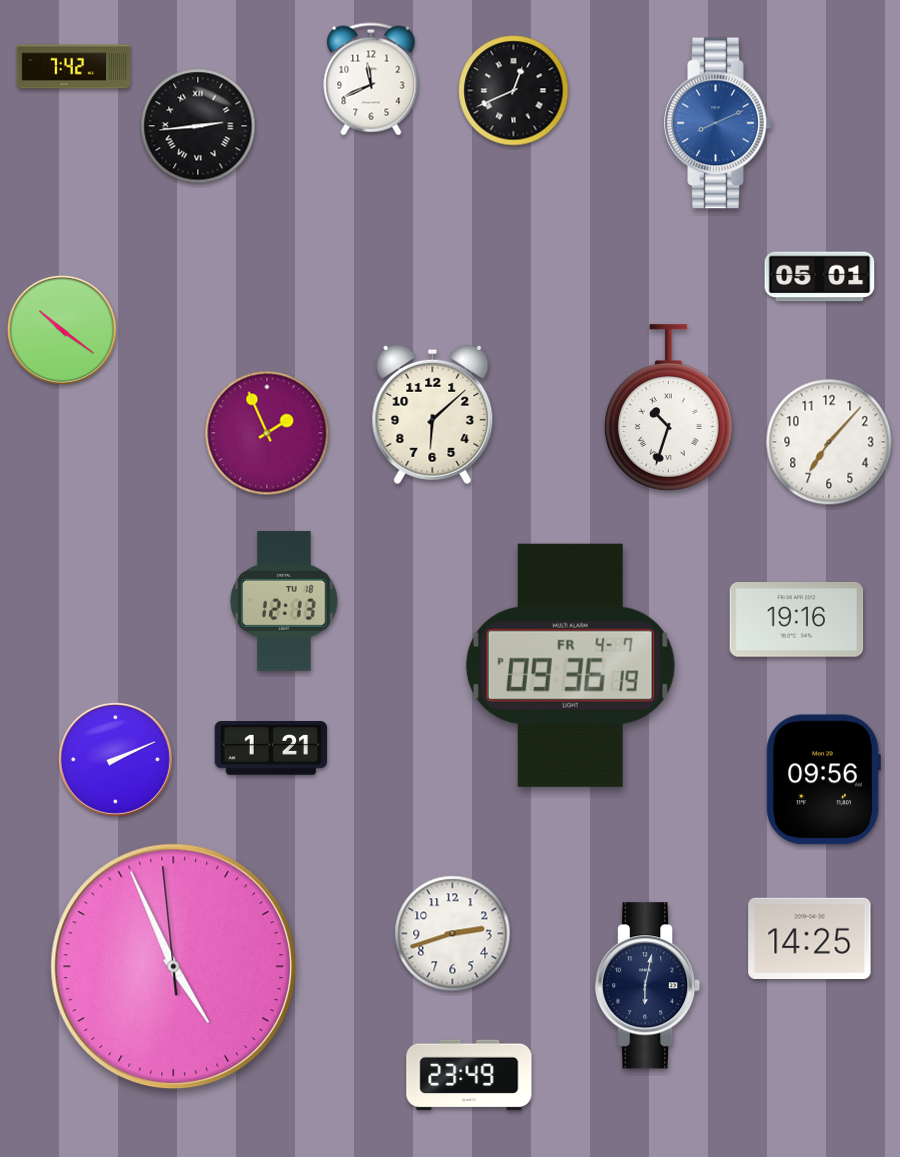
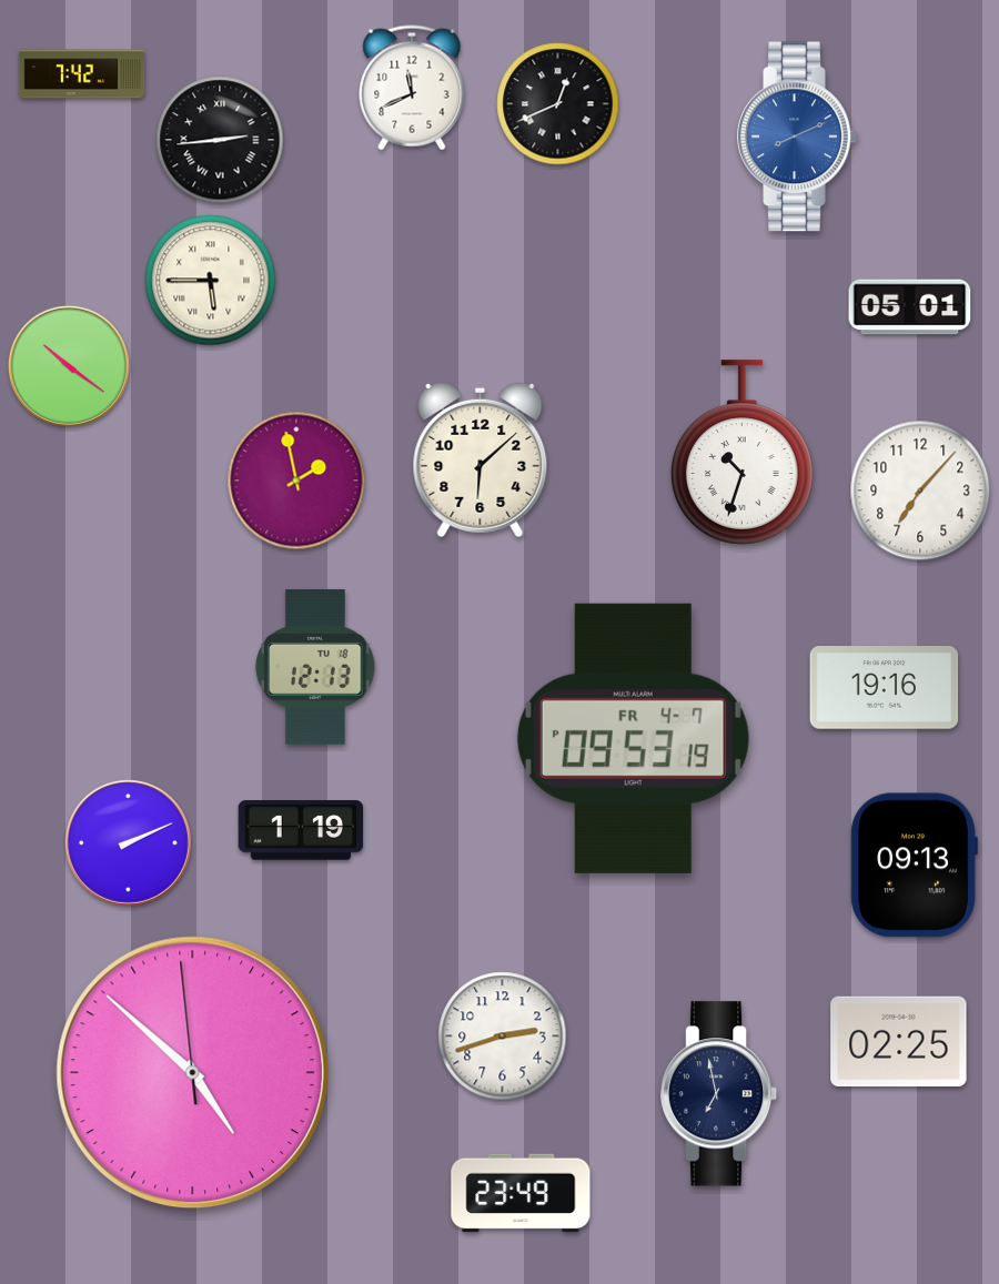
clock at (514, 91) position: (514, 91) -> (558, 104)
clock at (211, 281): none -> 5:45
clock at (267, 433): 1:56 -> 1:58
clock at (570, 665): 09:36 -> 09:53
clock at (271, 748): 1:21 -> 1:19
clock at (823, 780): 09:56 -> 09:13
clock at (810, 938): 14:25 -> 02:25
clock at (174, 967): 4:55 -> 4:51
clock at (648, 986): 6:02 -> 6:58
